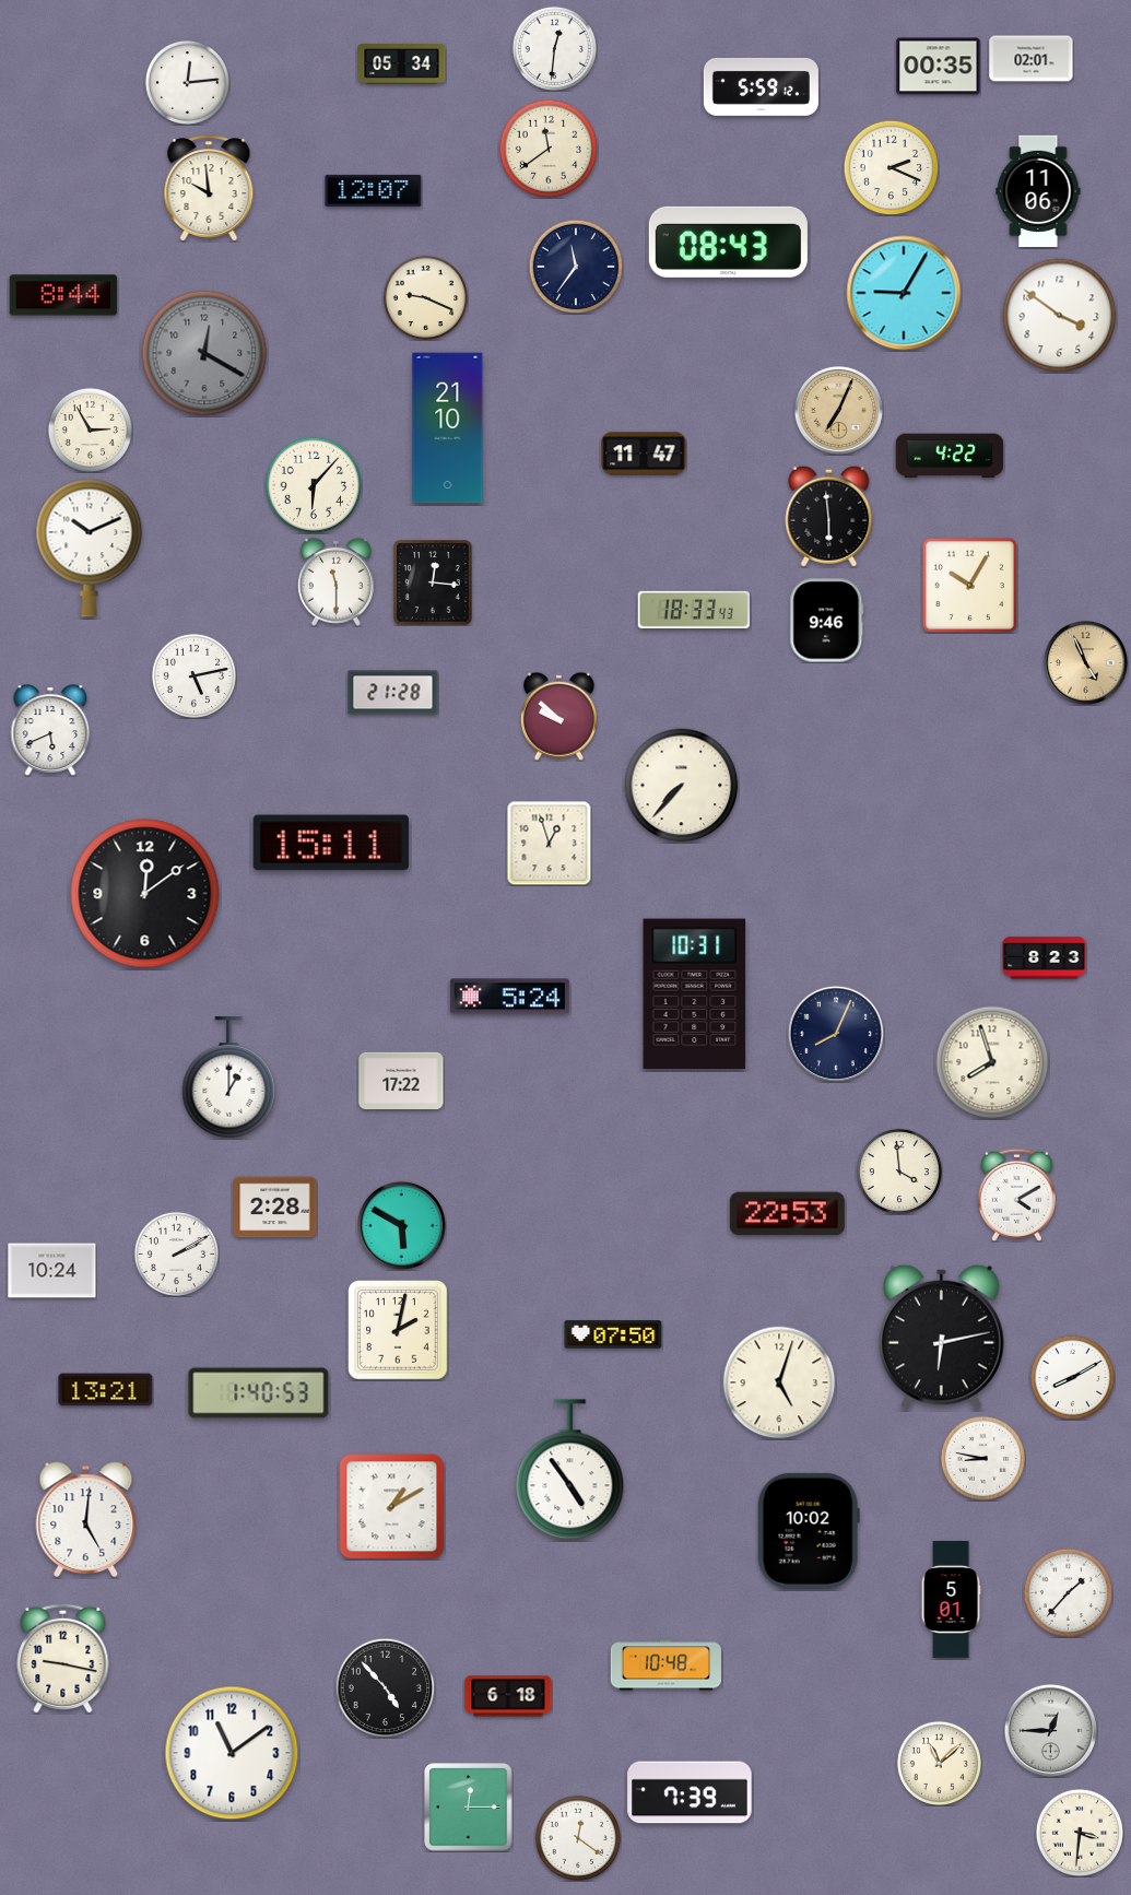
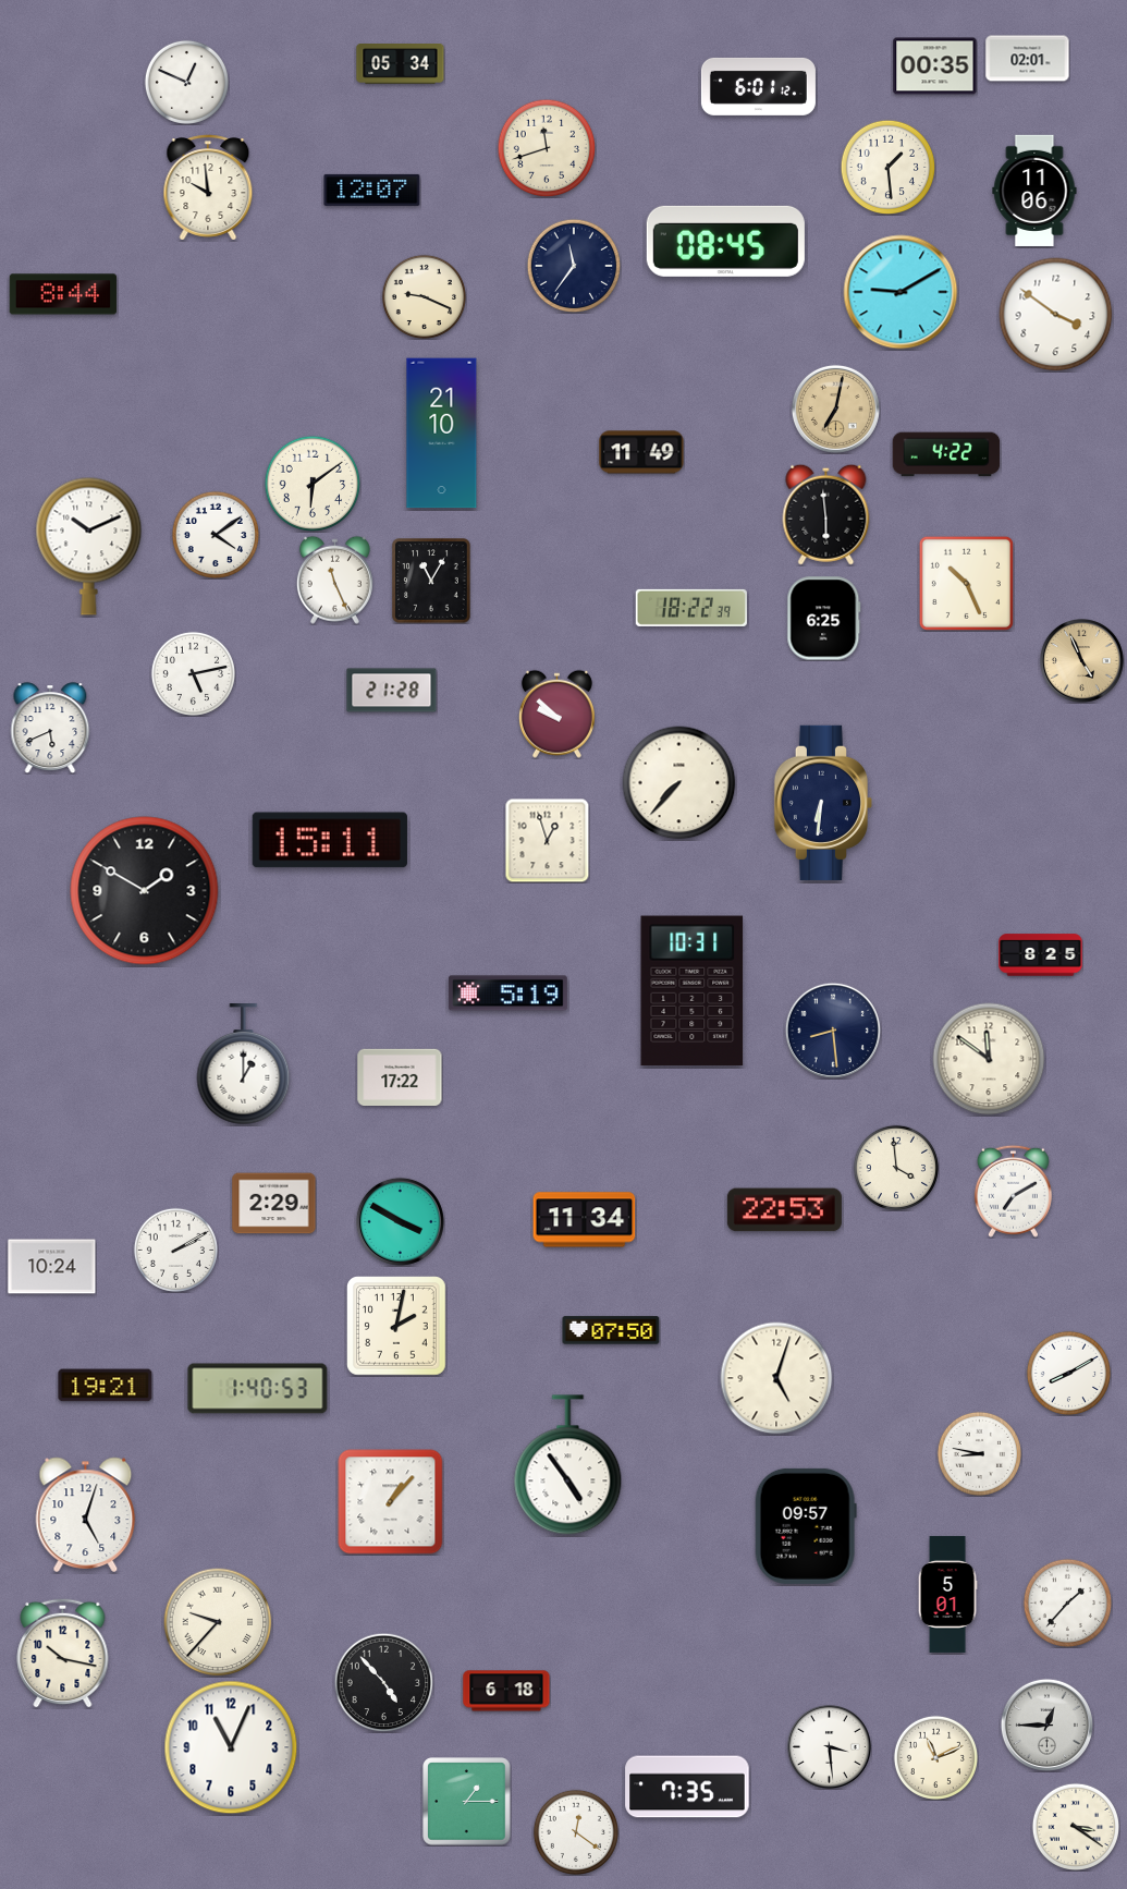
clock at (554, 48): 12:31 -> none
clock at (187, 82): 12:14 -> 12:49
clock at (761, 86): 5:59 -> 6:01
clock at (549, 149): 11:39 -> 11:42
clock at (891, 167): 2:19 -> 1:29
clock at (728, 242): 08:43 -> 08:45
clock at (904, 293): 9:05 -> 9:10
clock at (204, 353): 12:20 -> none
clock at (838, 410): 7:04 -> 7:02
clock at (448, 428) position: (448, 428) -> (442, 434)
clock at (90, 429): 2:55 -> none
clock at (644, 454): 11:47 -> 11:49
clock at (314, 485): 6:07 -> 6:09
clock at (215, 534): none -> 4:09
clock at (335, 581): 11:30 -> 11:26
clock at (433, 582): 12:16 -> 11:05
clock at (969, 585): 10:05 -> 10:26
clock at (694, 610): 18:33 -> 18:22
clock at (827, 621): 9:46 -> 6:25
clock at (822, 802): none -> 6:31
clock at (145, 894): 12:09 -> 1:50
clock at (1045, 958): 8:23 -> 8:25
clock at (509, 997): 5:24 -> 5:19
clock at (836, 1034): 8:04 -> 8:29
clock at (992, 1062): 7:57 -> 11:51
clock at (229, 1079) position: (229, 1079) -> (244, 1065)
clock at (1016, 1194): 4:10 -> 7:10
clock at (275, 1208): 2:28 -> 2:29
clock at (585, 1220): none -> 11:34
clock at (401, 1225): 5:50 -> 3:50
clock at (942, 1337): 6:13 -> none
clock at (106, 1390): 13:21 -> 19:21
clock at (392, 1507): 1:10 -> 1:07
clock at (86, 1519): 5:01 -> 5:03
clock at (809, 1531): 10:02 -> 09:57
clock at (1068, 1592) position: (1068, 1592) -> (1067, 1602)
clock at (218, 1622): none -> 9:37
clock at (63, 1658): 9:17 -> 10:17
clock at (665, 1666): 10:48 -> none
clock at (232, 1753): 11:09 -> 11:04
clock at (830, 1747): none -> 3:29
clock at (939, 1763): 11:08 -> 11:11
clock at (690, 1792): 7:39 -> 7:35
clock at (469, 1808): 12:15 -> 1:15
clock at (1079, 1832): 3:31 -> 3:21
